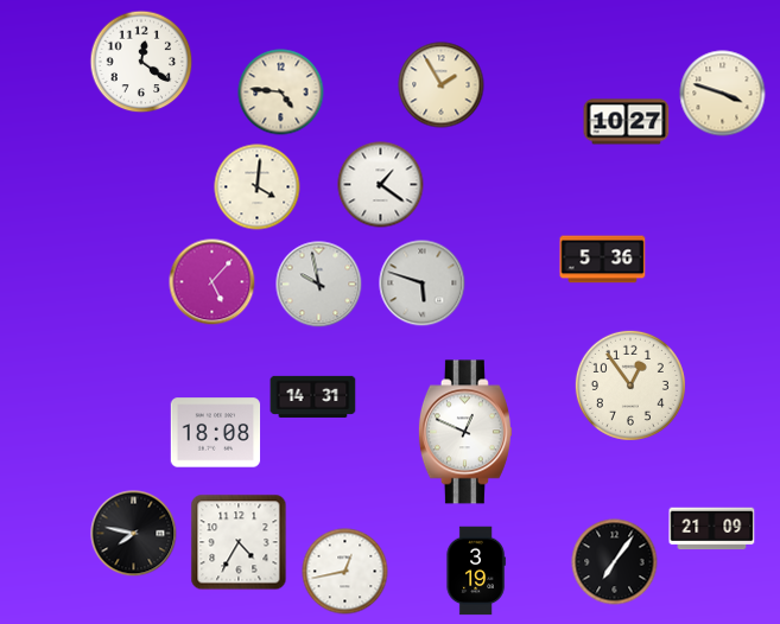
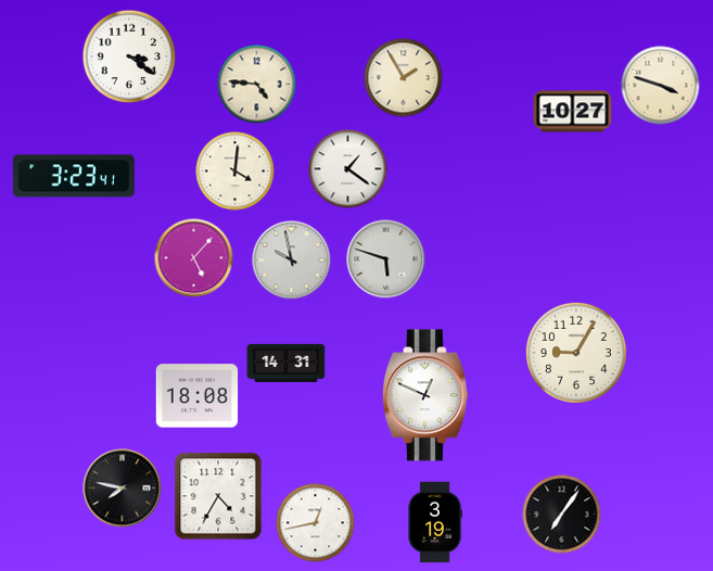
clock at (141, 62): 12:21 -> 3:21
clock at (74, 176): none -> 3:23
clock at (603, 260): 5:36 -> none
clock at (630, 386): 12:54 -> 9:05
clock at (712, 529): 21:09 -> none
